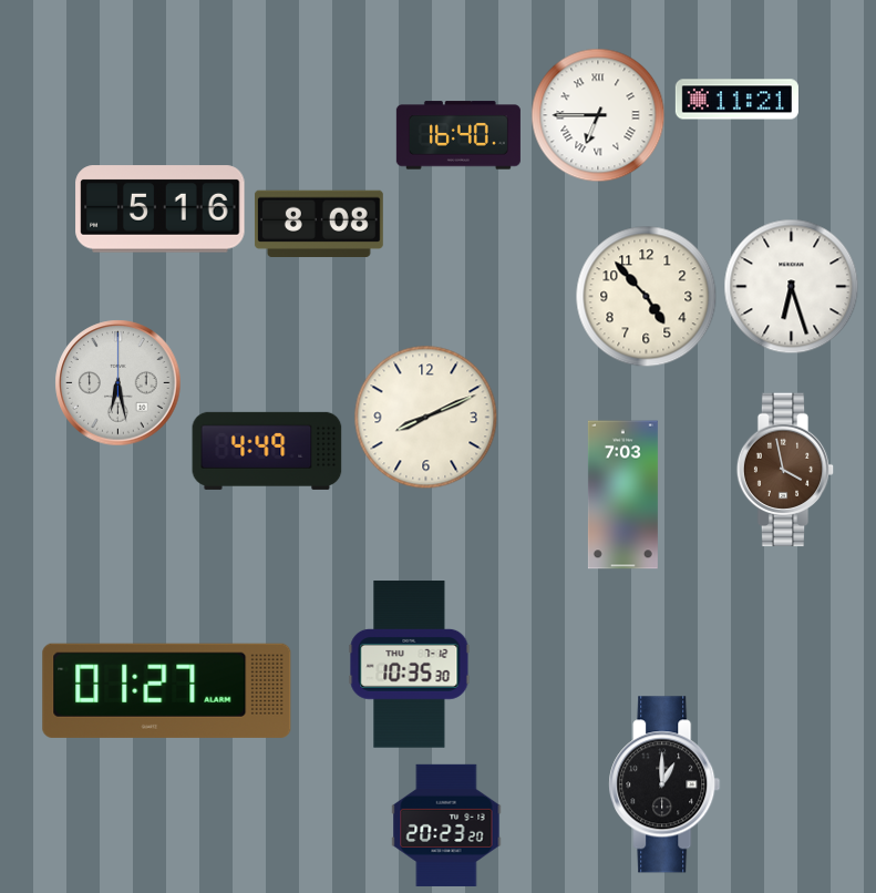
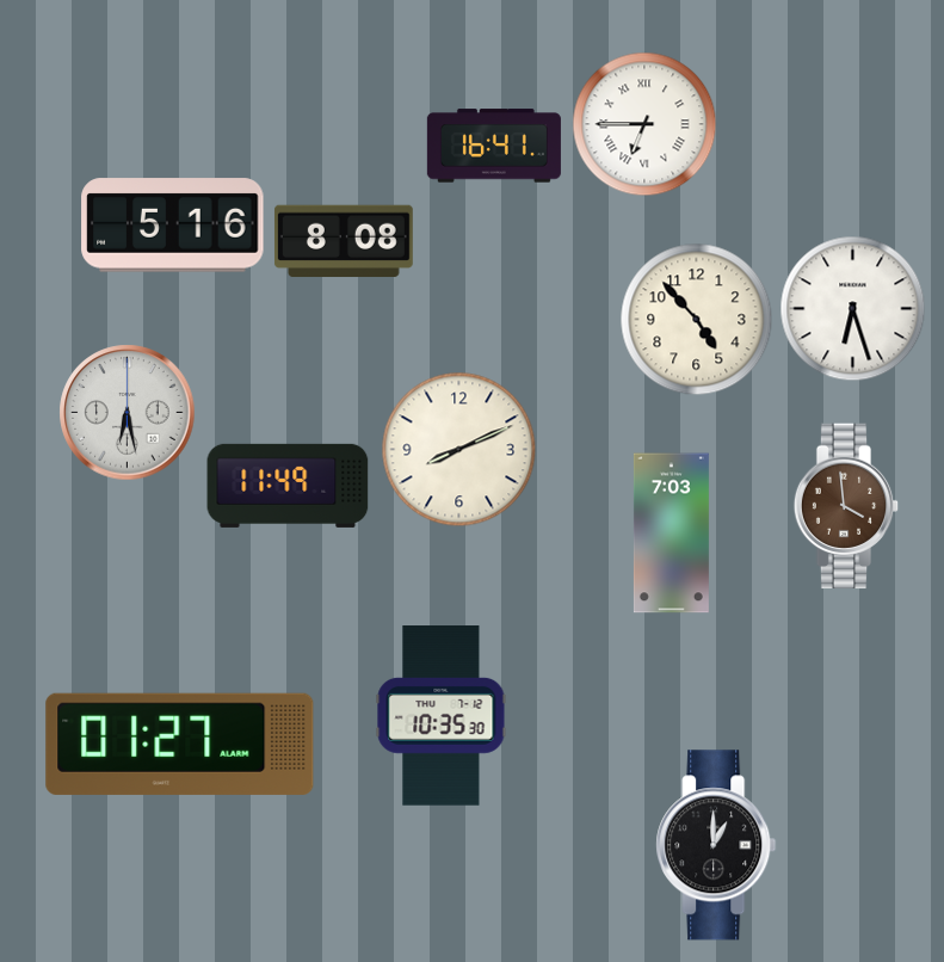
clock at (736, 100): 11:21 -> none
clock at (458, 135): 16:40 -> 16:41
clock at (267, 451): 4:49 -> 11:49
clock at (785, 470): 3:58 -> 3:59
clock at (446, 825): 20:23 -> none
